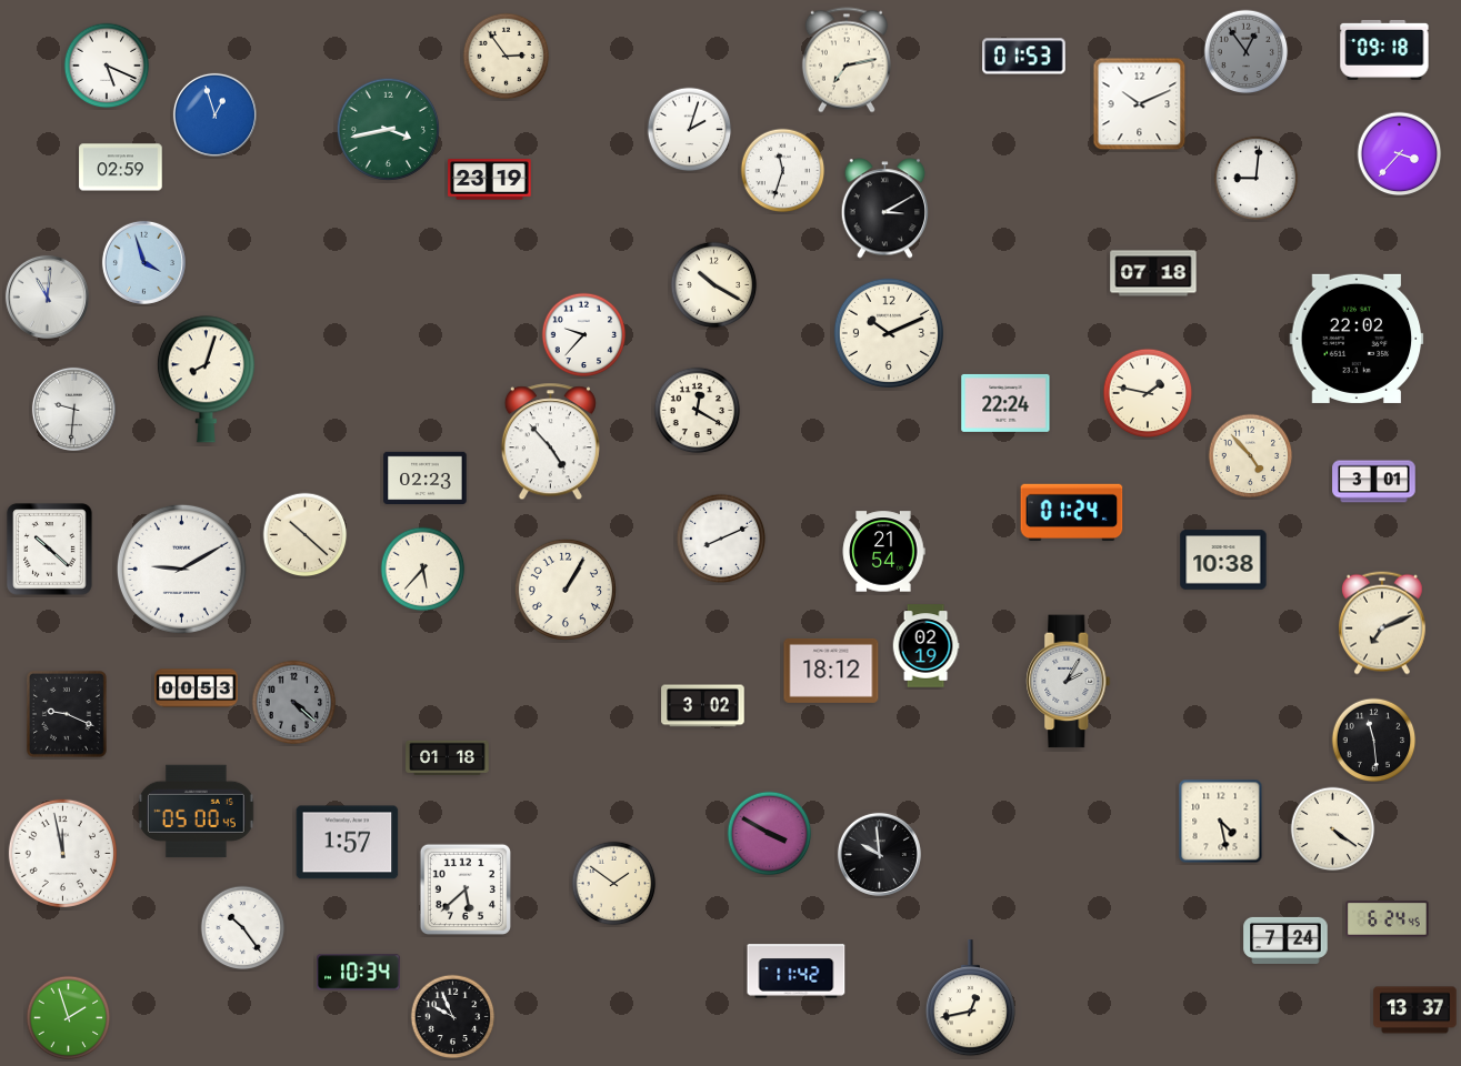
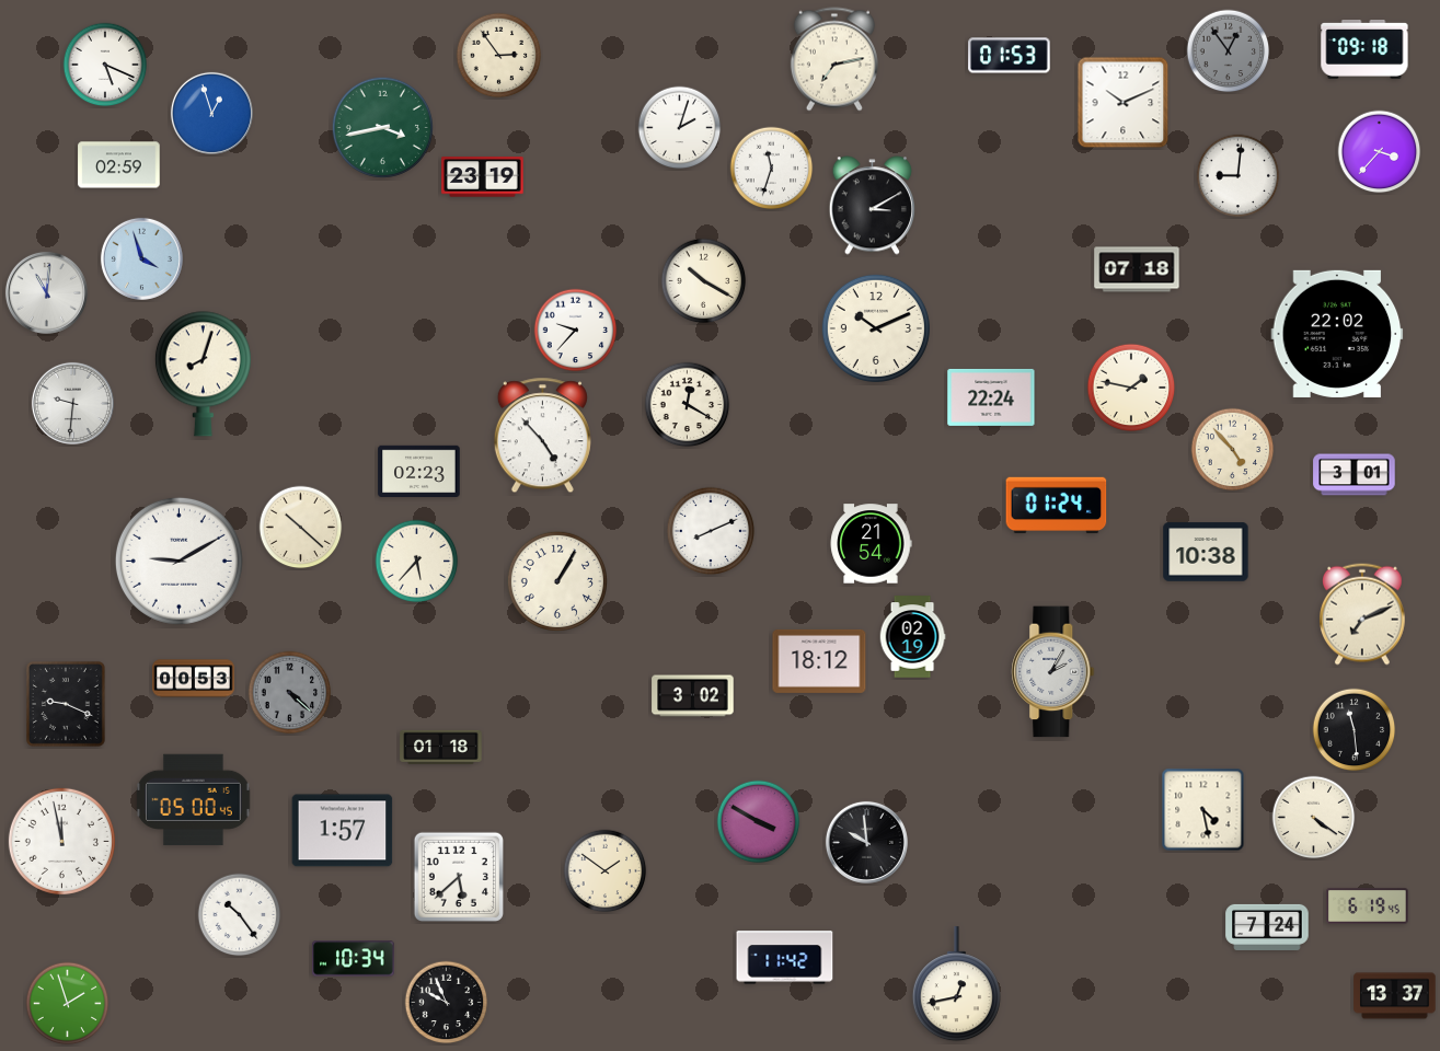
clock at (50, 550): 10:22 -> none
clock at (1388, 919): 6:24 -> 6:19
